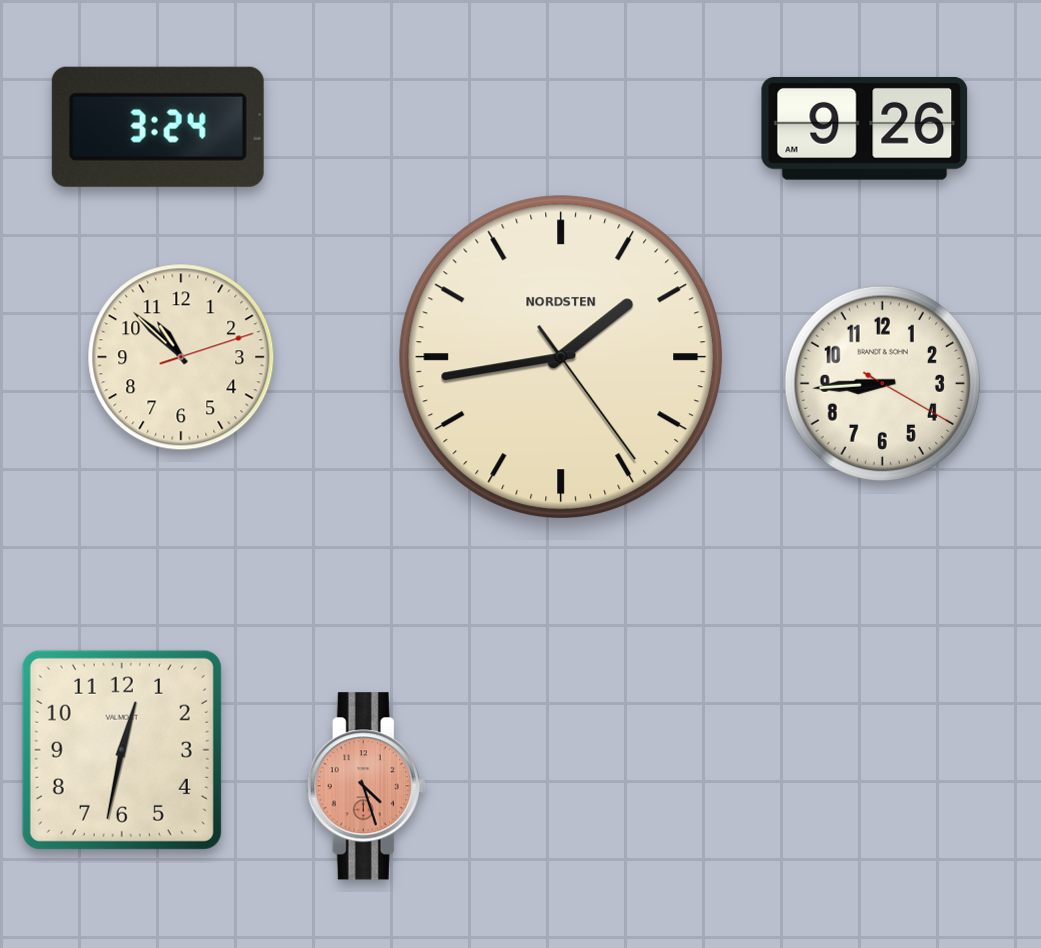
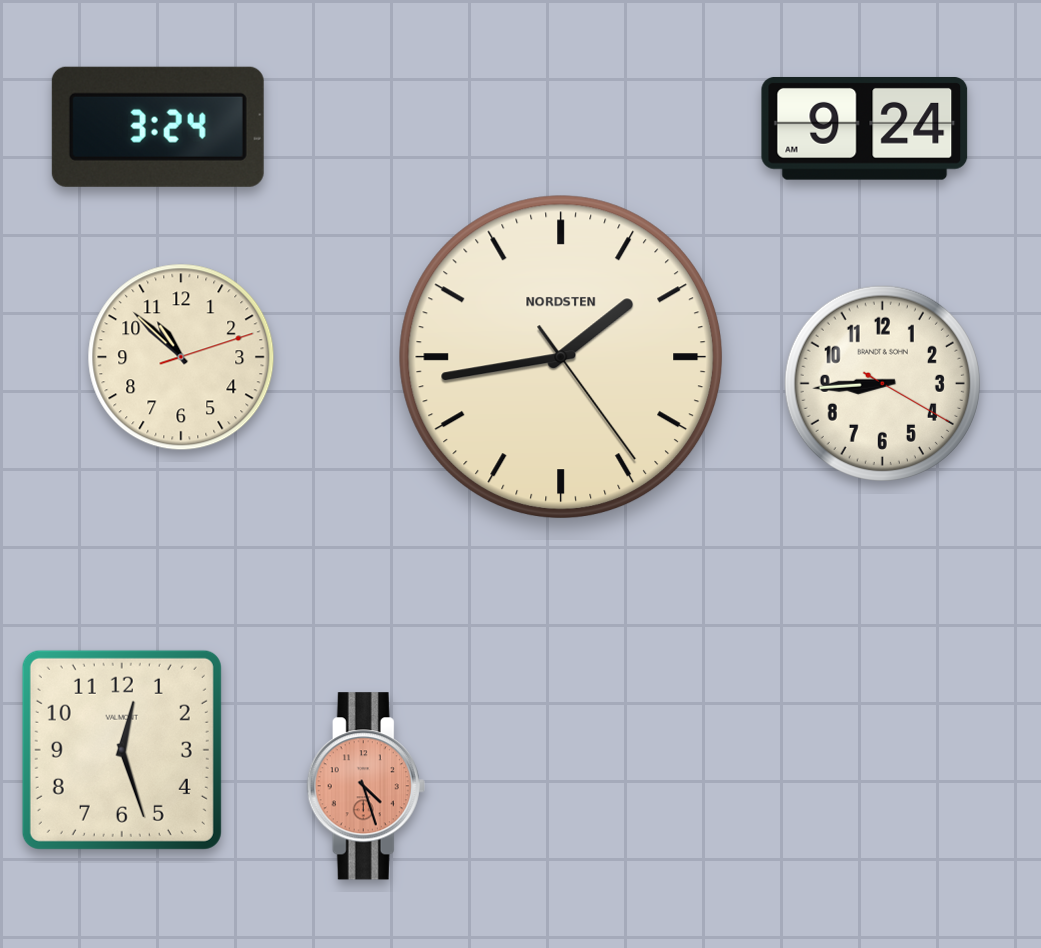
clock at (865, 128): 9:26 -> 9:24
clock at (122, 750): 12:32 -> 12:27
